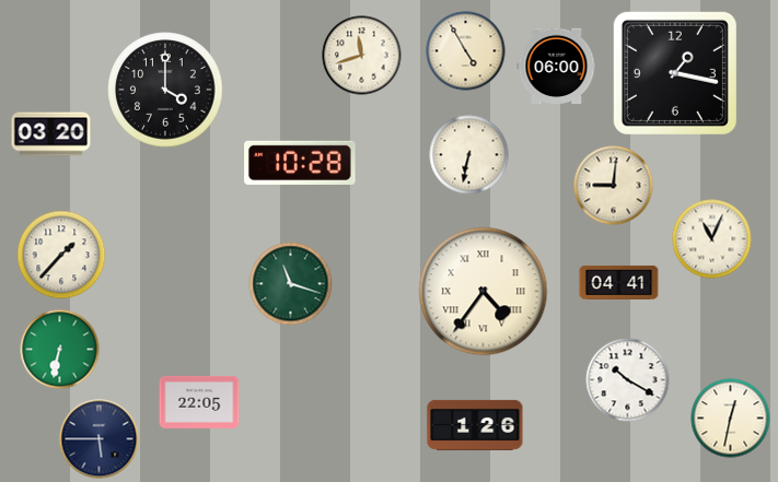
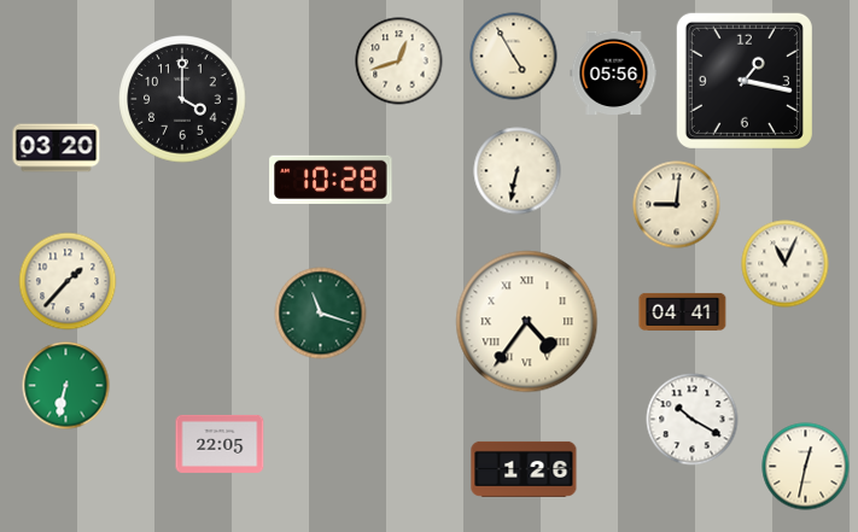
clock at (362, 56): 11:42 -> 12:42
clock at (557, 67): 06:00 -> 05:56
clock at (484, 292) position: (484, 292) -> (527, 322)
clock at (731, 419) position: (731, 419) -> (806, 467)
clock at (100, 439): 5:45 -> none
